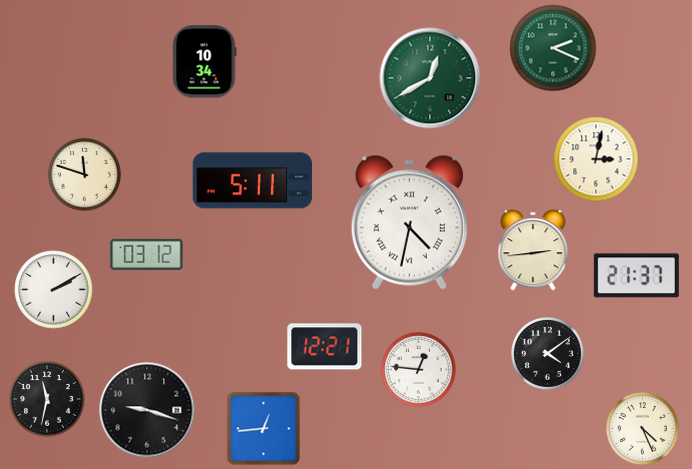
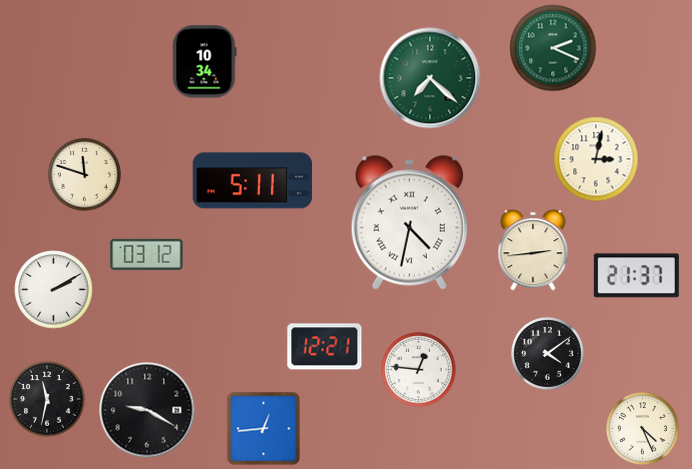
clock at (430, 78): 12:40 -> 7:22
clock at (147, 410): 9:18 -> 9:20
